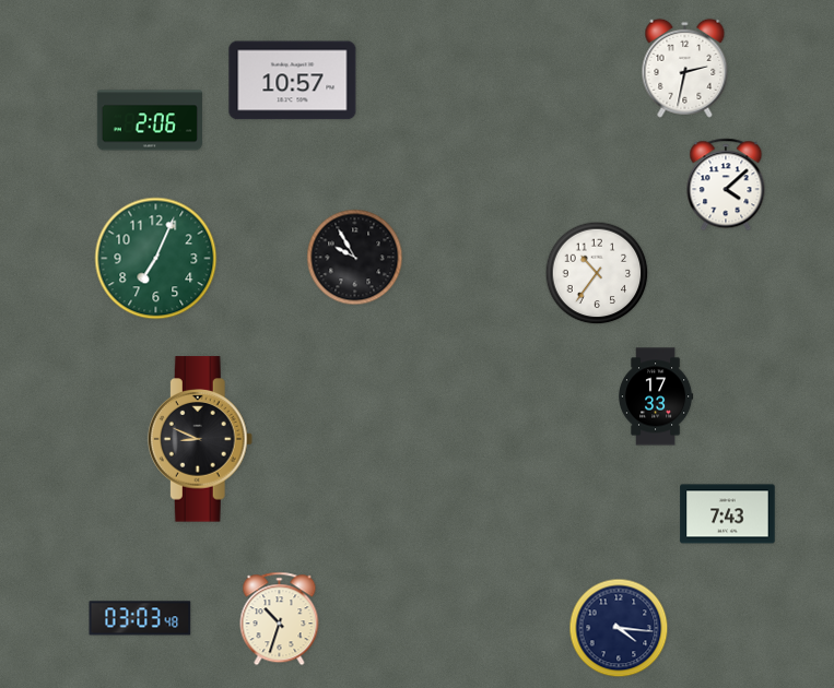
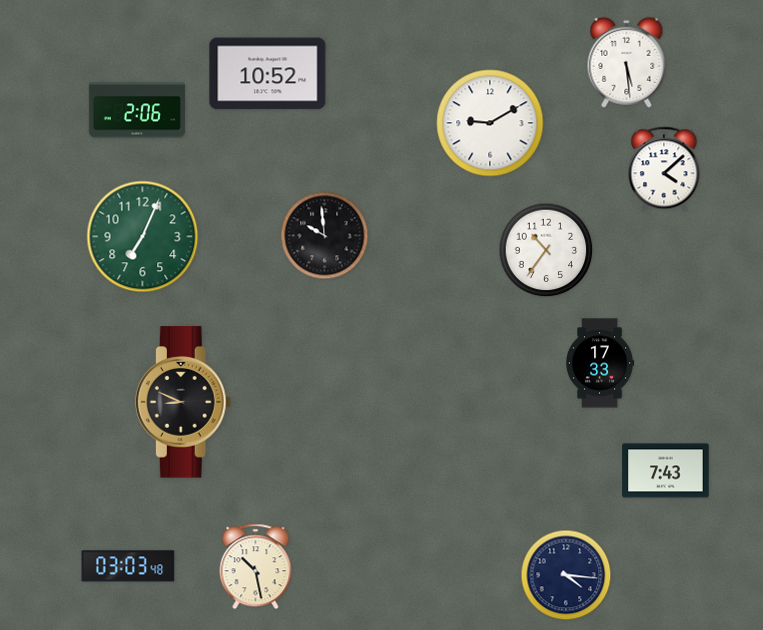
clock at (685, 68): 2:32 -> 5:29
clock at (293, 81): 10:57 -> 10:52
clock at (490, 123): none -> 9:10
clock at (355, 258): 9:55 -> 9:59
clock at (280, 619): 10:33 -> 10:28
